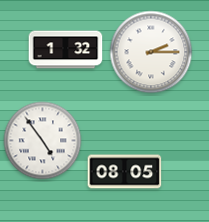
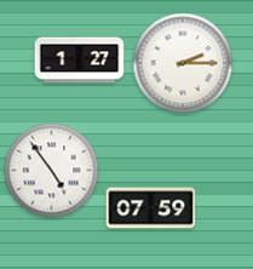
clock at (66, 50): 1:32 -> 1:27
clock at (125, 172): 08:05 -> 07:59
